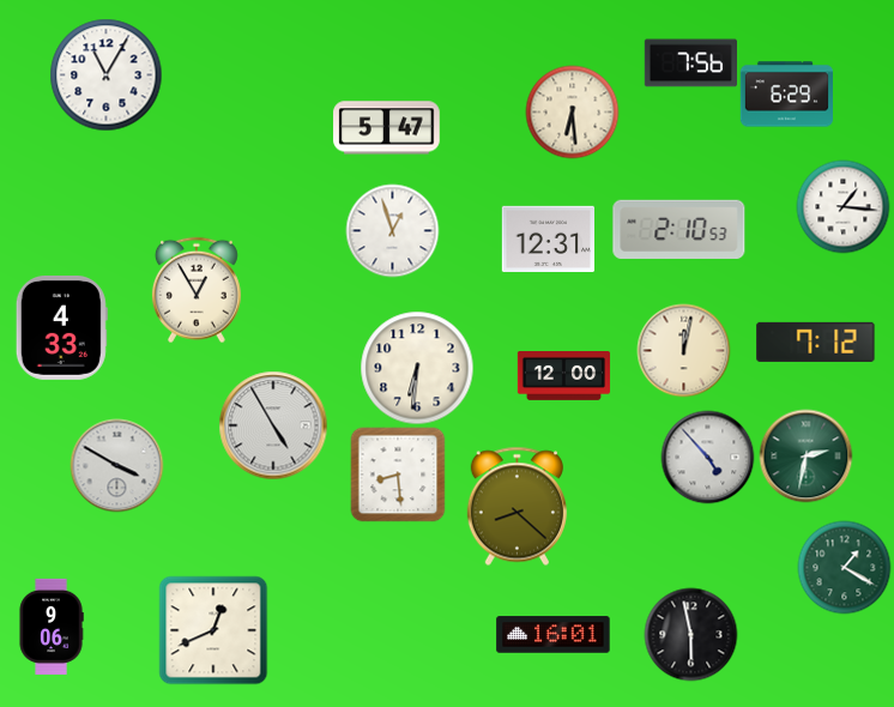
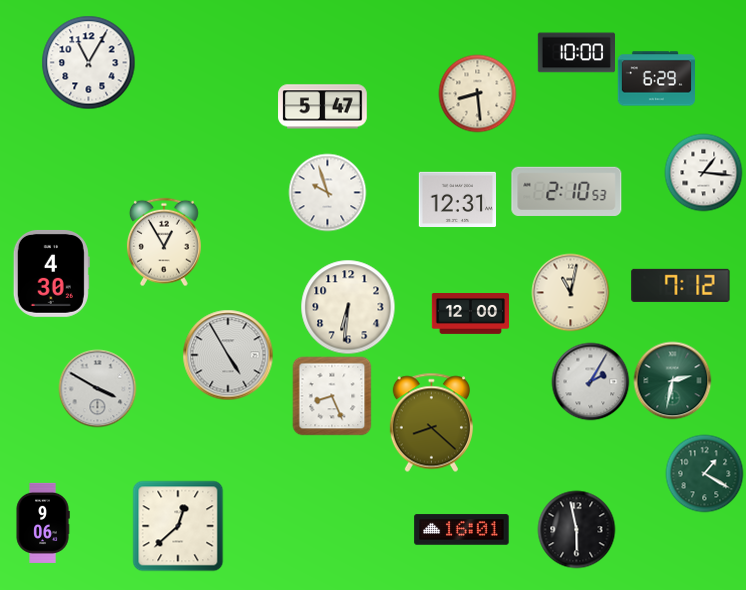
clock at (690, 64): 7:56 -> 10:00
clock at (572, 111): 6:29 -> 8:29
clock at (392, 230): 12:57 -> 9:57
clock at (61, 327): 4:33 -> 4:30
clock at (683, 350): 12:02 -> 11:02
clock at (707, 457): 4:53 -> 2:05
clock at (398, 475): 8:29 -> 8:26
clock at (213, 630): 12:41 -> 12:38
